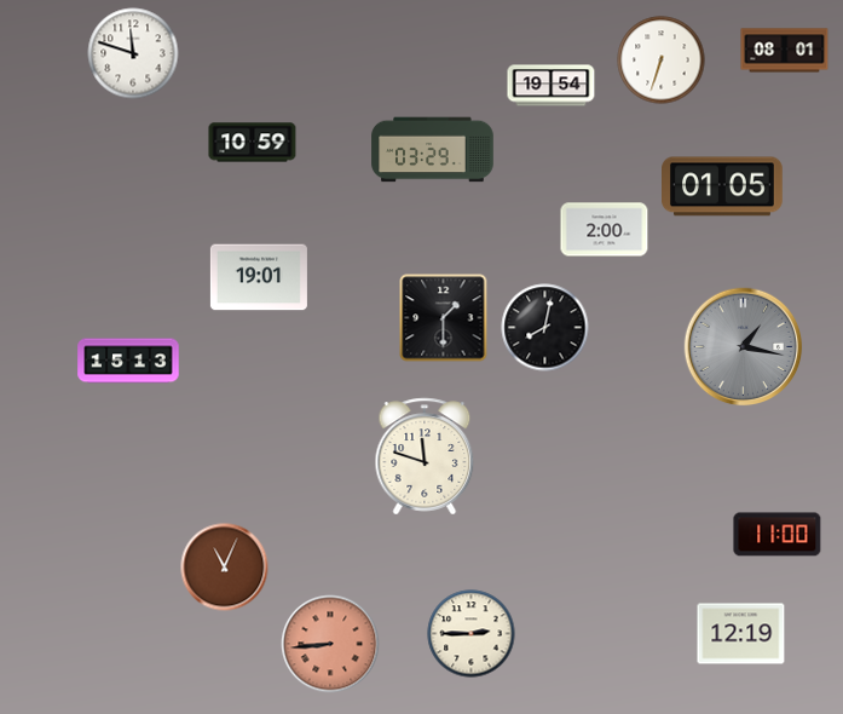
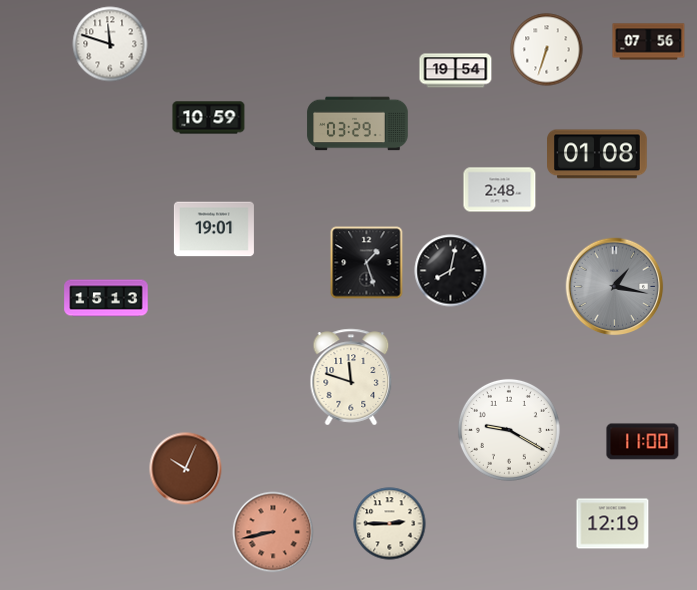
clock at (785, 51): 08:01 -> 07:56
clock at (723, 186): 01:05 -> 01:08
clock at (605, 230): 2:00 -> 2:48
clock at (444, 318): 1:30 -> 1:27
clock at (509, 430): none -> 9:20
clock at (225, 568): 11:04 -> 10:04
clock at (330, 644): 8:44 -> 8:43
